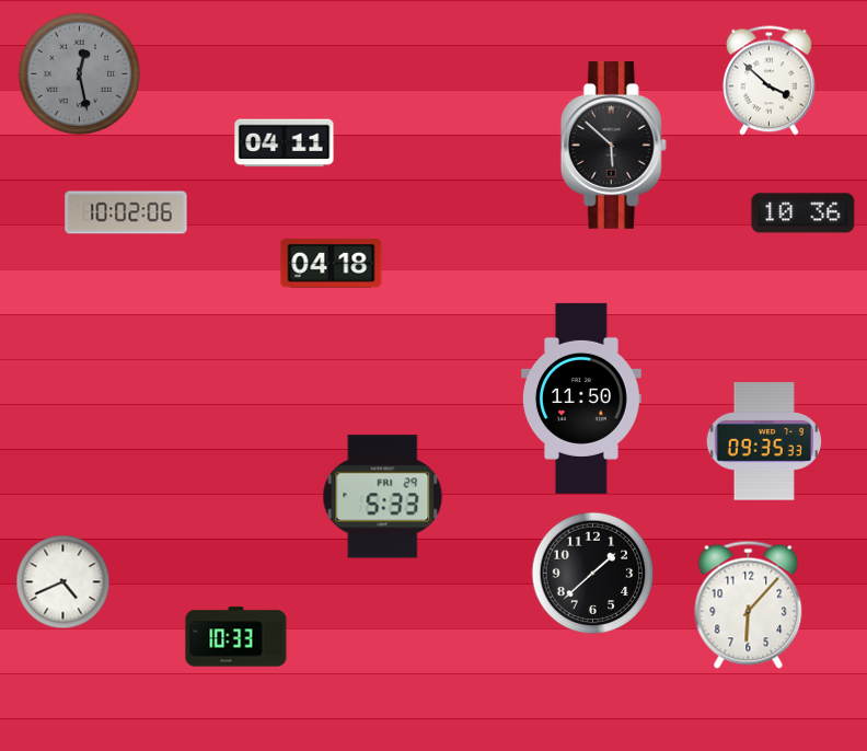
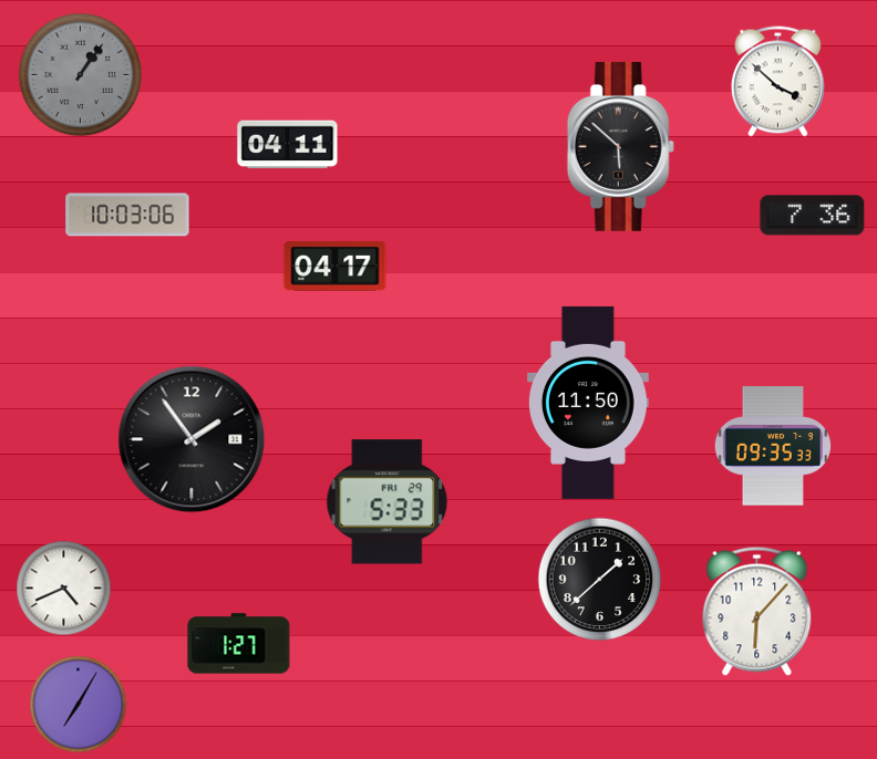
clock at (80, 74): 12:28 -> 1:06
clock at (126, 212): 10:02 -> 10:03
clock at (804, 213): 10:36 -> 7:36
clock at (332, 264): 04:18 -> 04:17
clock at (192, 439): none -> 1:54
clock at (236, 637): 10:33 -> 1:27
clock at (79, 705): none -> 7:05
